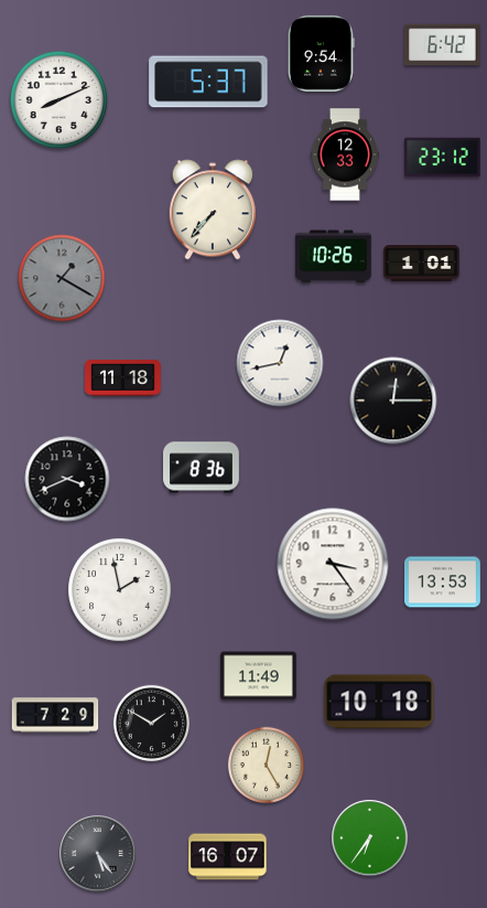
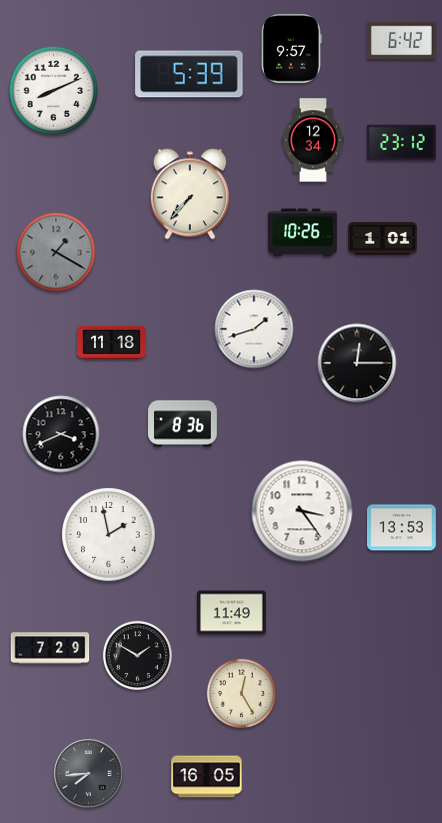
clock at (321, 53): 9:54 -> 9:57
clock at (208, 82): 5:37 -> 5:39
clock at (345, 154): 12:33 -> 12:34
clock at (212, 210) position: (212, 210) -> (189, 194)
clock at (280, 363): 12:43 -> 1:42
clock at (259, 676) position: (259, 676) -> (232, 613)
clock at (379, 702): 10:18 -> none
clock at (370, 838): 6:36 -> none
clock at (98, 854): 5:24 -> 7:44
clock at (228, 857): 16:07 -> 16:05
